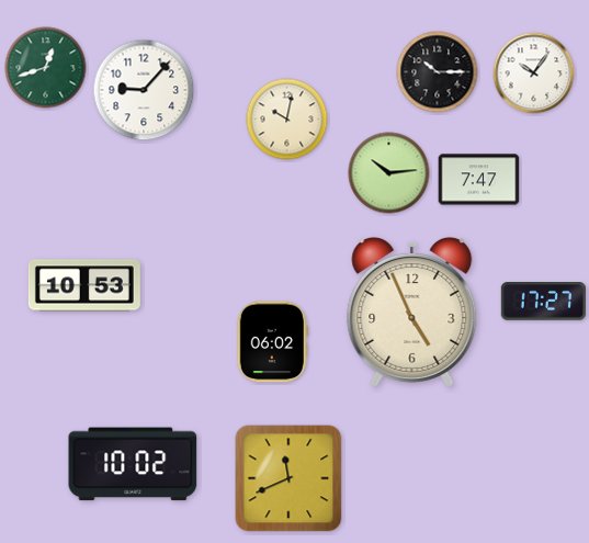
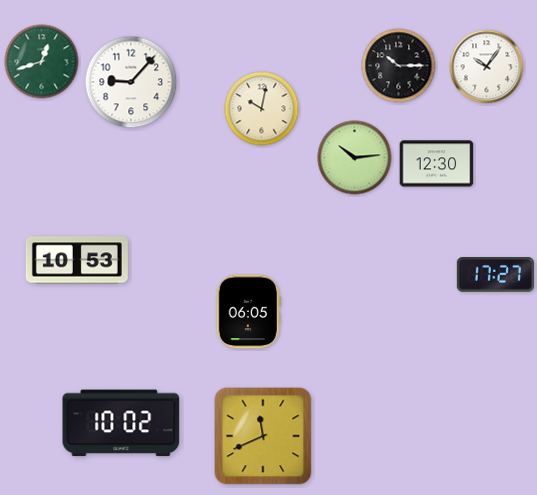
clock at (479, 180): 7:47 -> 12:30
clock at (412, 312): 4:56 -> none
clock at (272, 342): 06:02 -> 06:05
